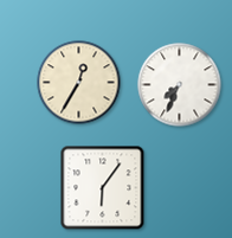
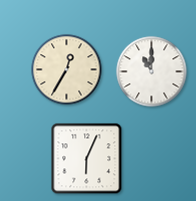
clock at (180, 85): 7:34 -> 11:00
clock at (103, 188): 6:06 -> 6:04
